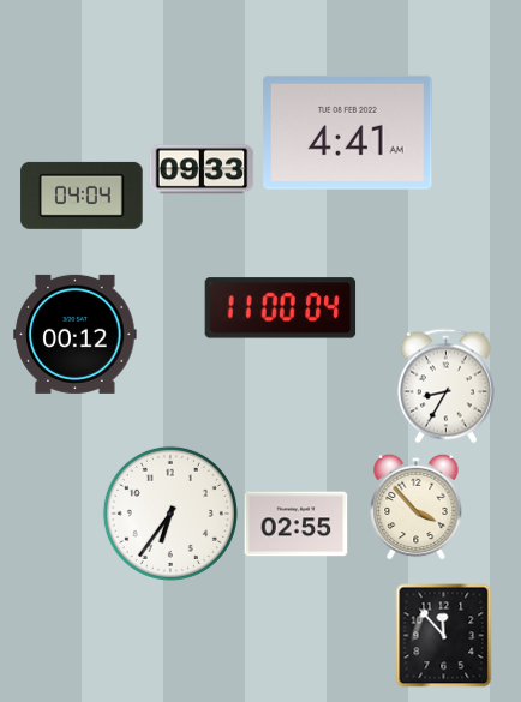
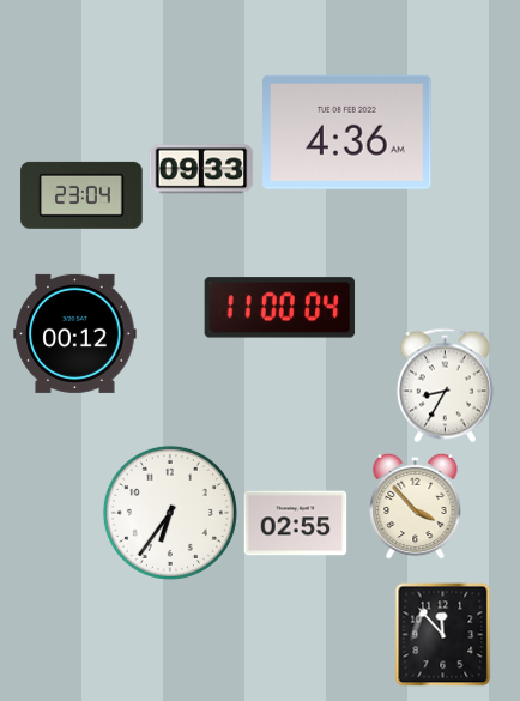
clock at (348, 132): 4:41 -> 4:36
clock at (82, 196): 04:04 -> 23:04
